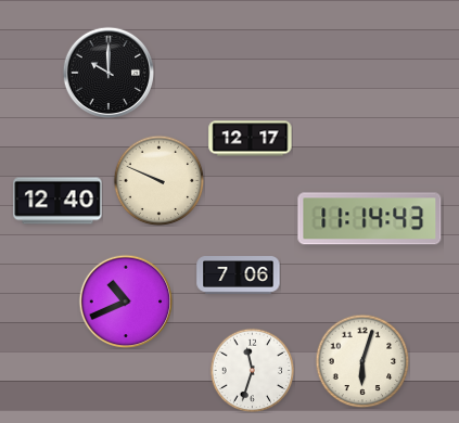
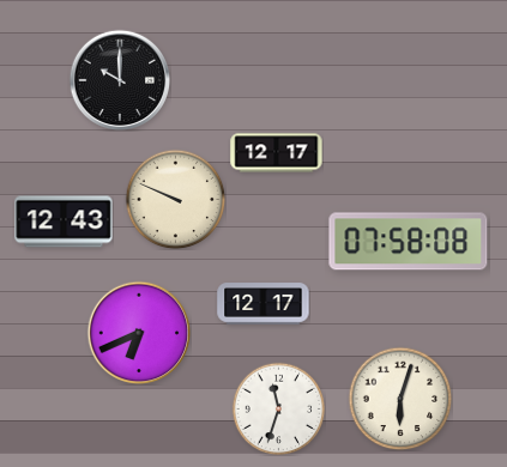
clock at (58, 201): 12:40 -> 12:43
clock at (370, 219): 11:14 -> 07:58
clock at (239, 275): 7:06 -> 12:17
clock at (126, 302): 10:41 -> 6:41
